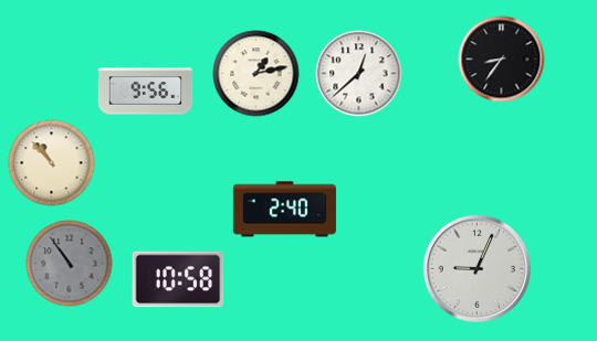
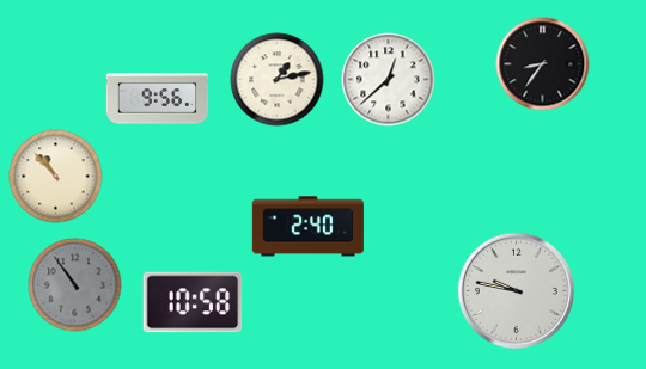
clock at (476, 268): 9:04 -> 9:47
